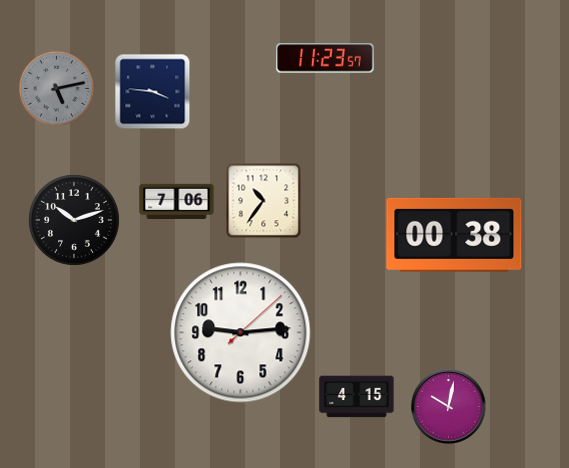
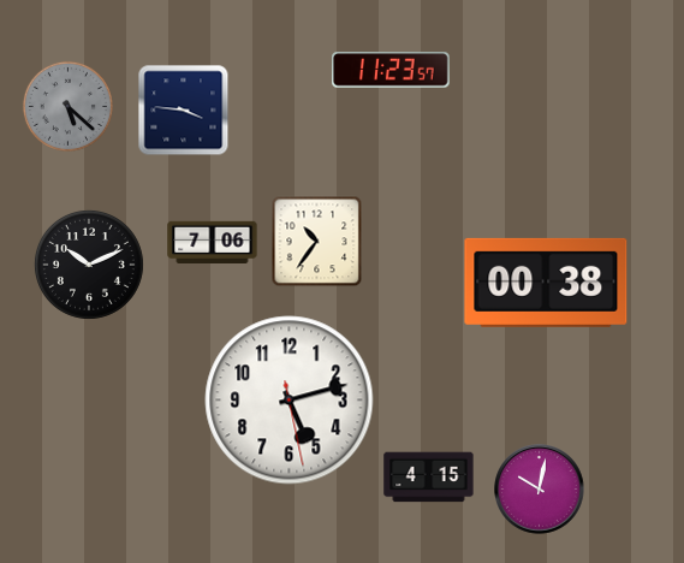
clock at (56, 88): 5:13 -> 5:22
clock at (74, 220): 10:12 -> 10:11
clock at (241, 333): 9:14 -> 5:12
